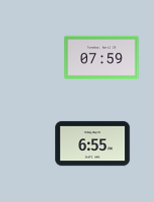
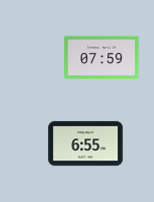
clock at (93, 144) position: (93, 144) -> (86, 144)
